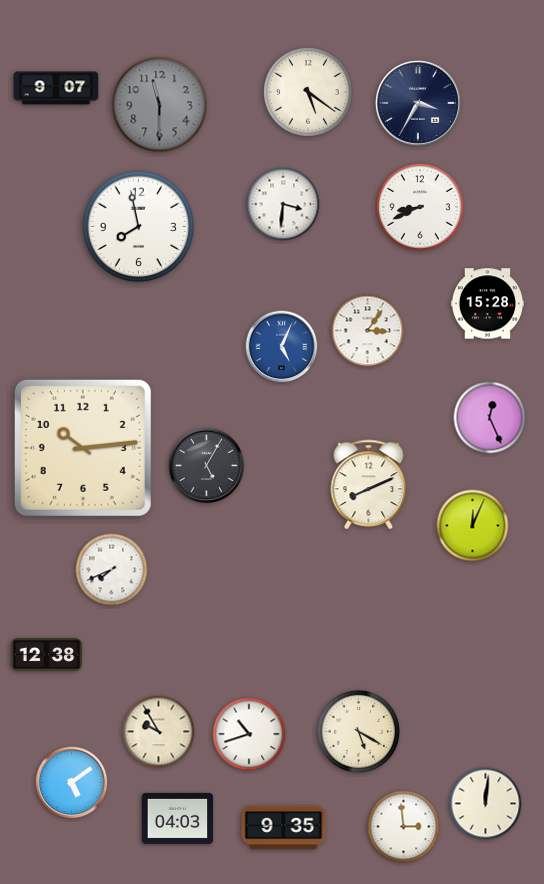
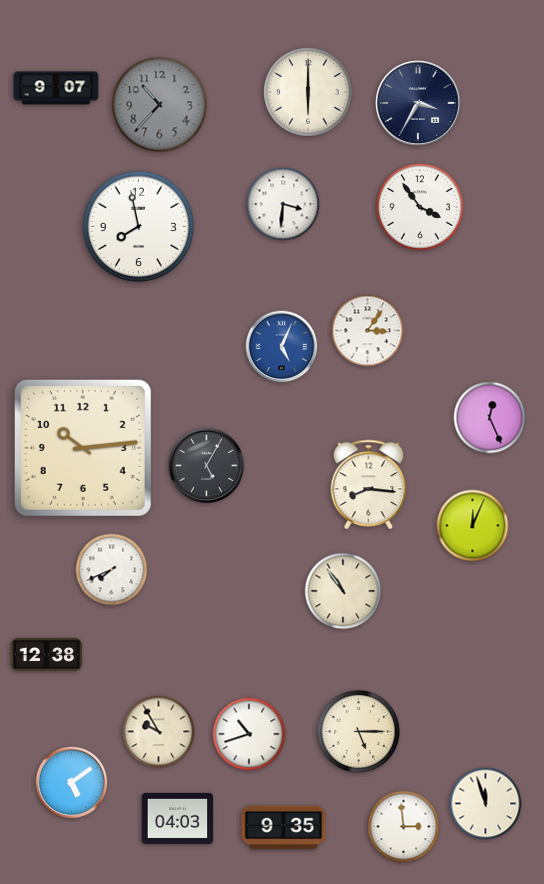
clock at (309, 92): 5:21 -> 6:00
clock at (160, 105): 11:30 -> 10:37
clock at (420, 207): 8:41 -> 3:54
clock at (487, 304): 15:28 -> none
clock at (369, 484): 8:11 -> 8:16
clock at (343, 591): none -> 10:54
clock at (358, 731): 5:20 -> 5:15
clock at (486, 804): 12:01 -> 11:57
